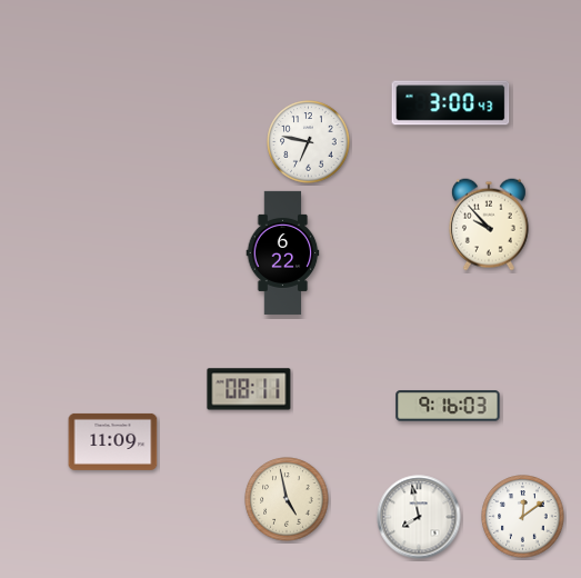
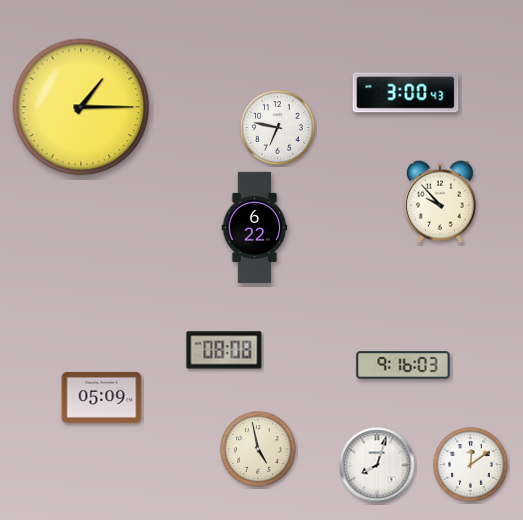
clock at (81, 107): none -> 1:15
clock at (249, 389): 08:11 -> 08:08
clock at (113, 441): 11:09 -> 05:09
clock at (419, 517): 7:58 -> 8:03
